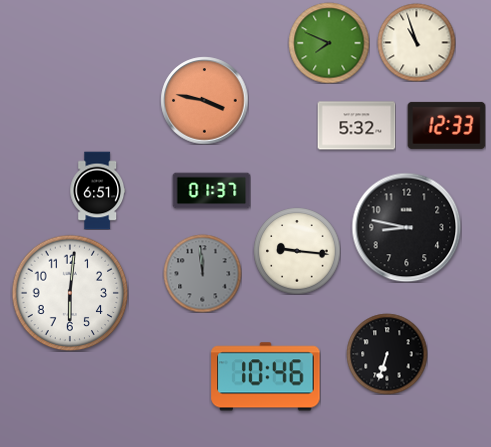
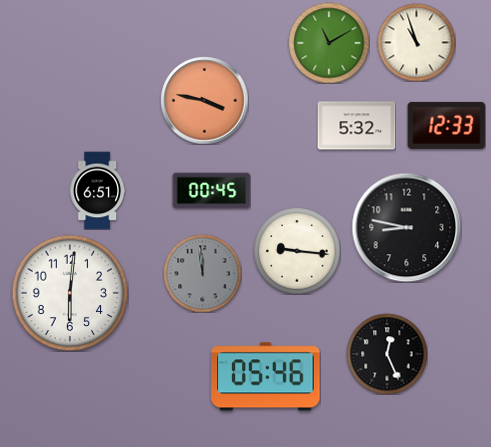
clock at (329, 43): 7:49 -> 11:10
clock at (211, 191): 01:37 -> 00:45
clock at (387, 354): 6:33 -> 12:26
clock at (266, 377): 10:46 -> 05:46
